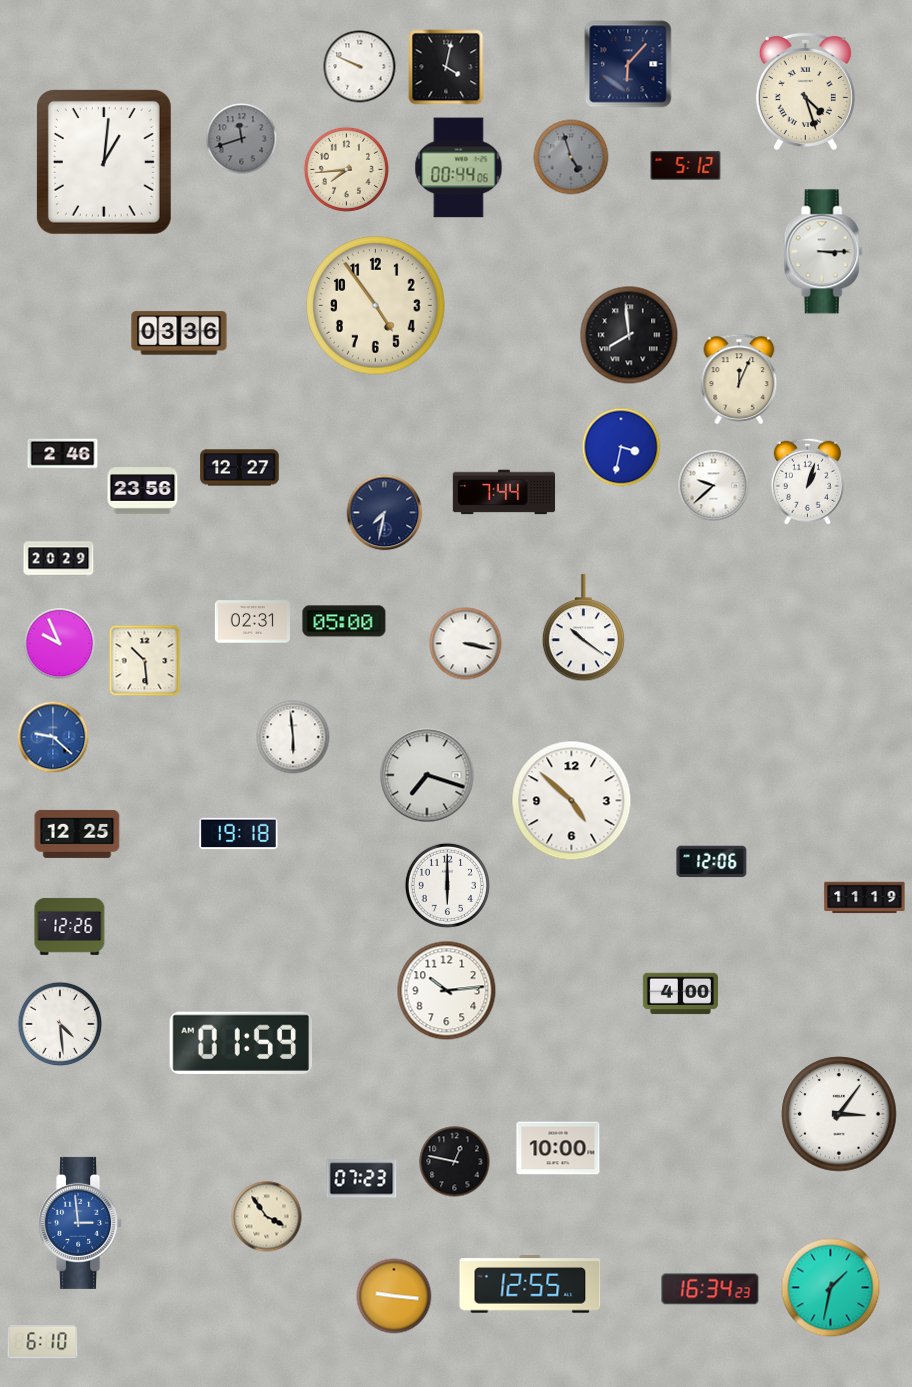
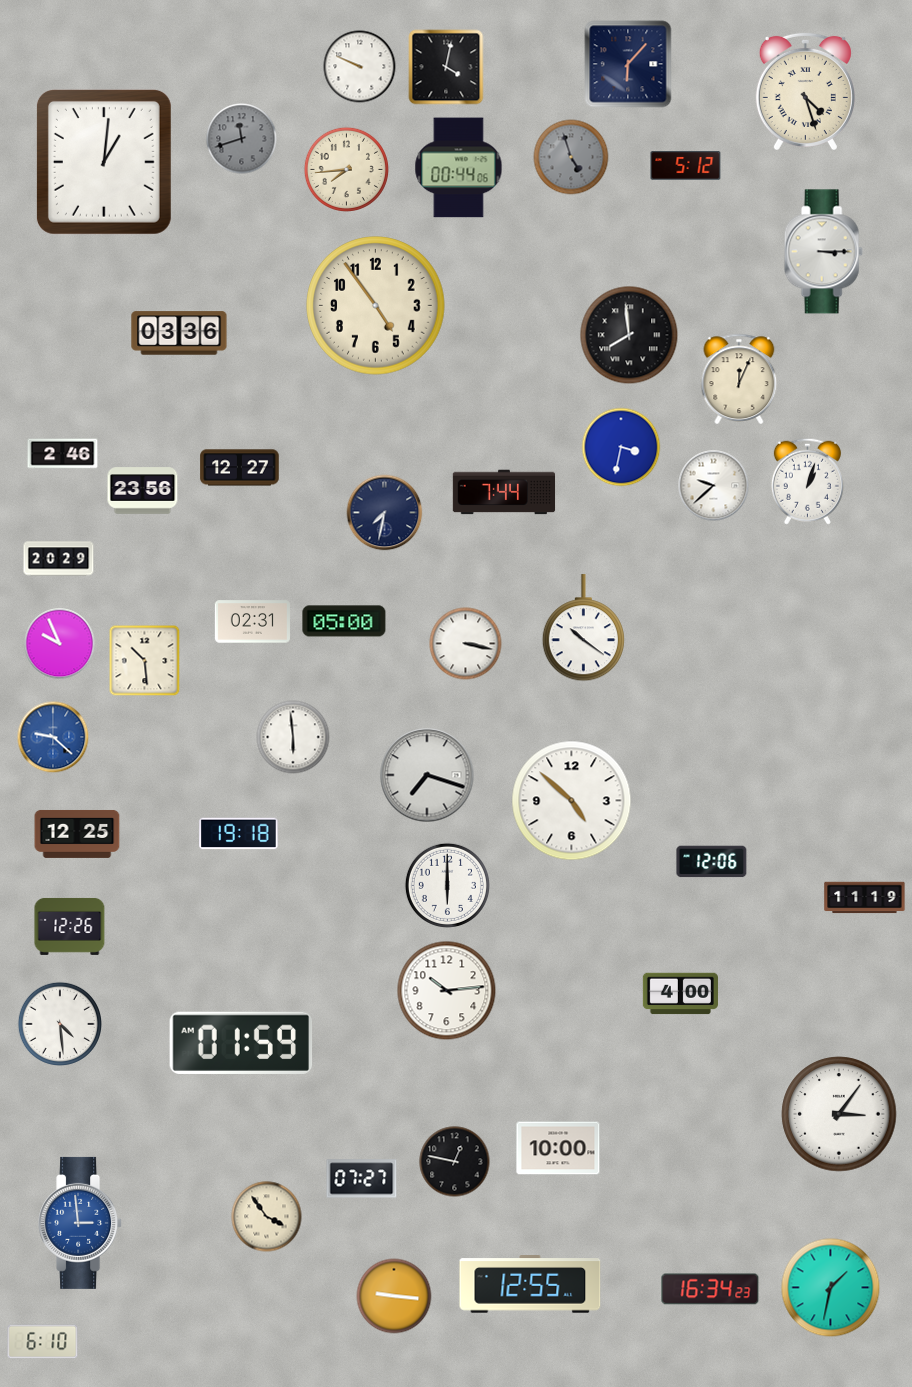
clock at (362, 1179): 07:23 -> 07:27
